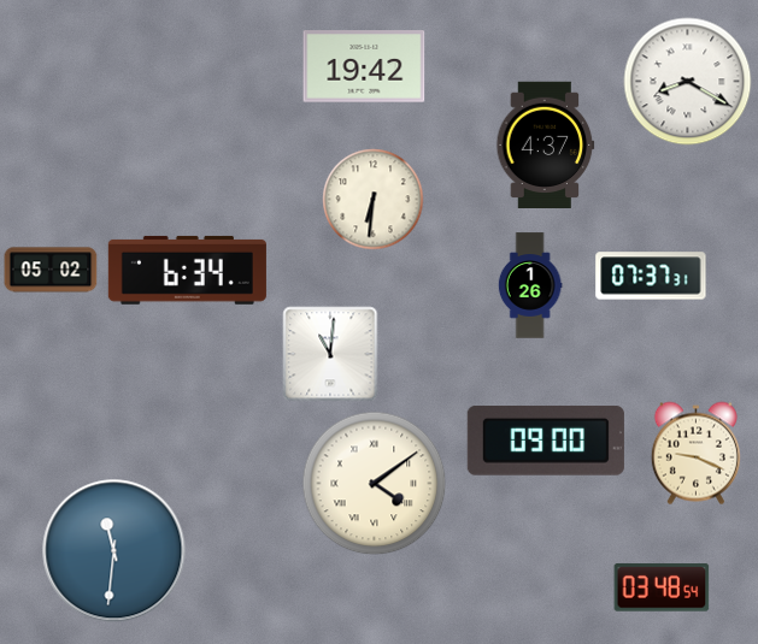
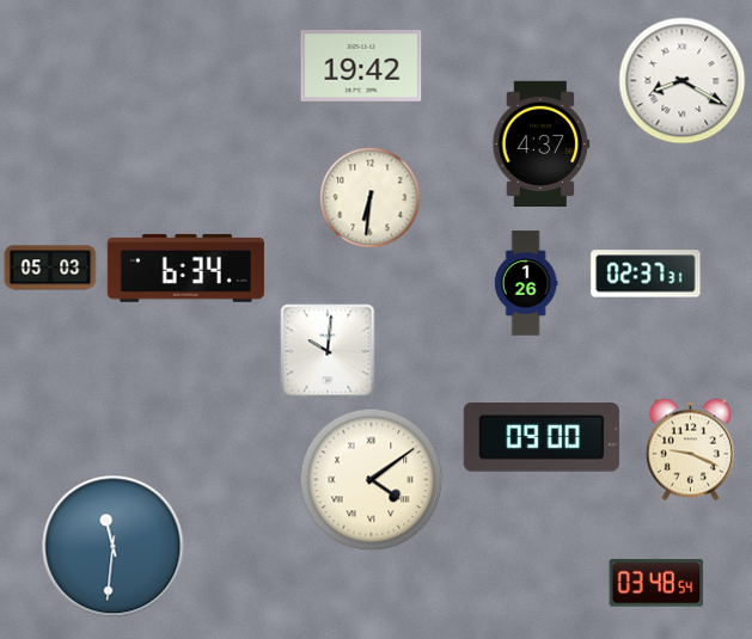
clock at (51, 270): 05:02 -> 05:03
clock at (651, 276): 07:37 -> 02:37
clock at (330, 354): 11:01 -> 10:01
